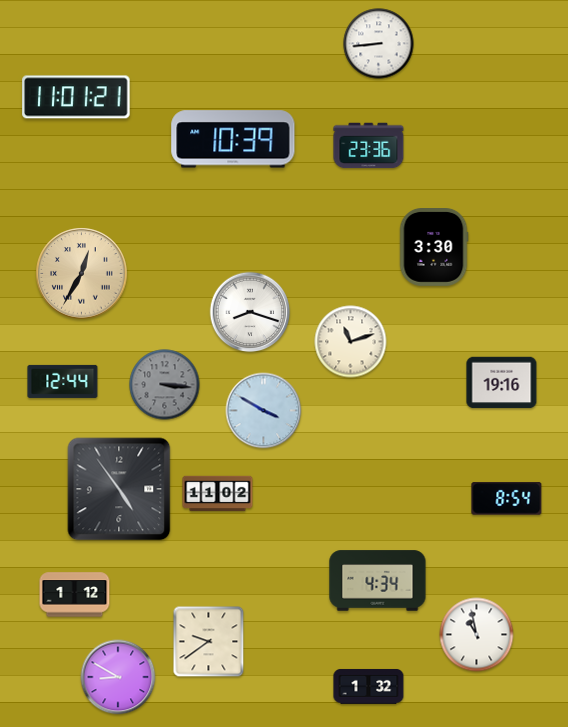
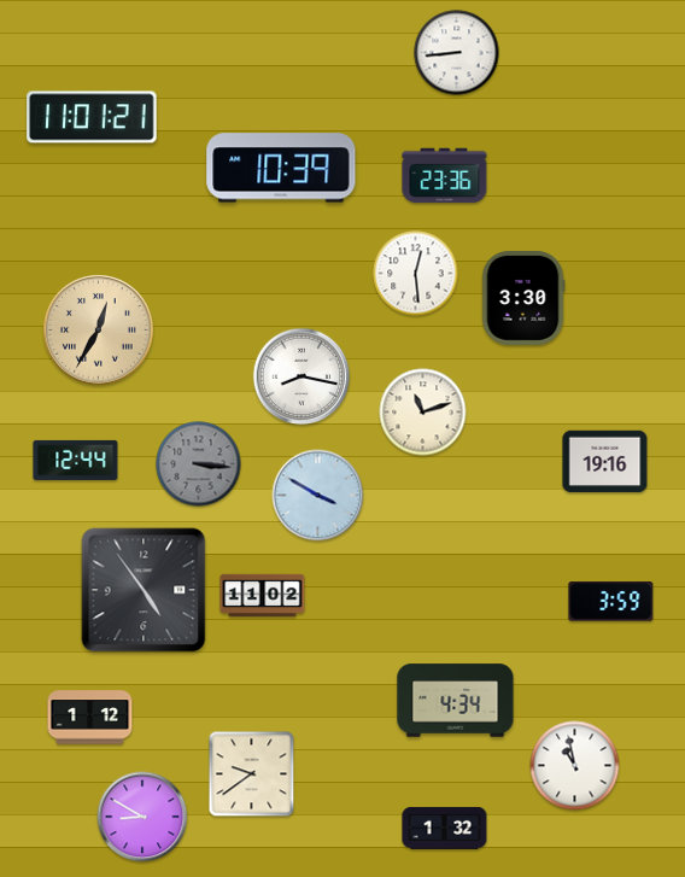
clock at (416, 274): none -> 12:29
clock at (250, 312): 8:18 -> 8:17
clock at (507, 499): 8:54 -> 3:59
